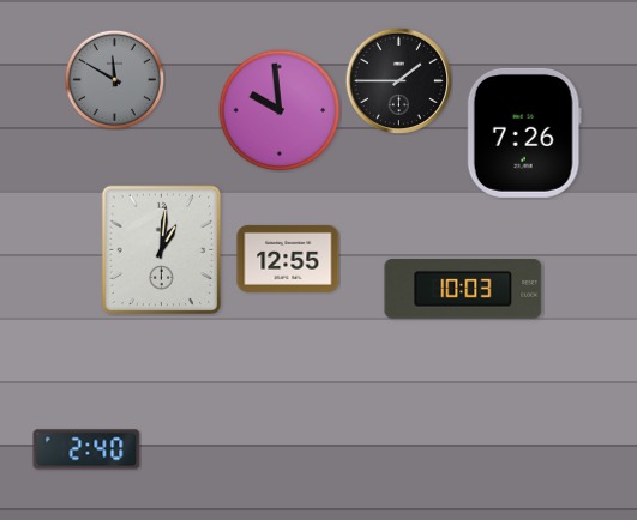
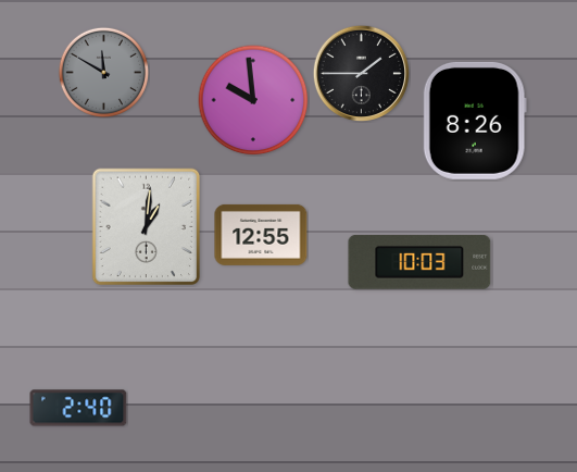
clock at (524, 133): 7:26 -> 8:26
